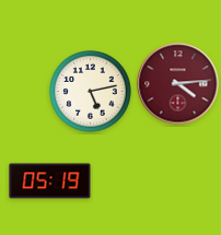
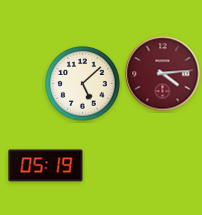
clock at (178, 84) position: (178, 84) -> (163, 74)
clock at (91, 92): 5:13 -> 5:08
